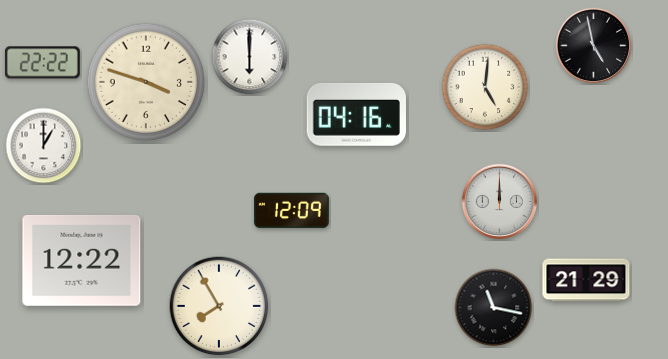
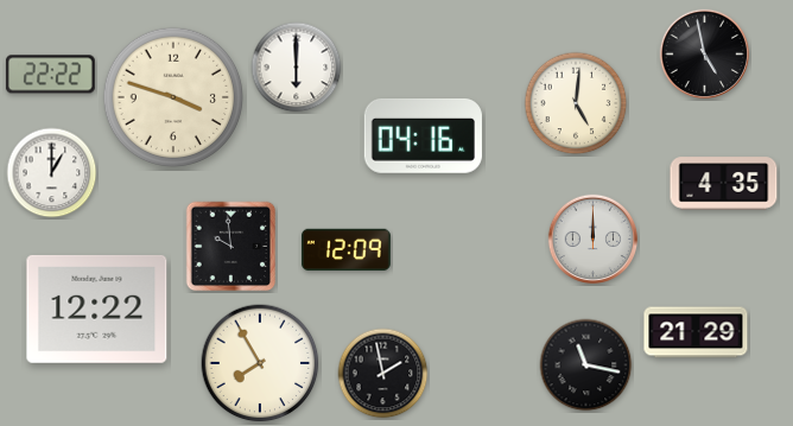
clock at (724, 184): none -> 4:35
clock at (231, 247): none -> 9:59
clock at (383, 374): none -> 1:58
